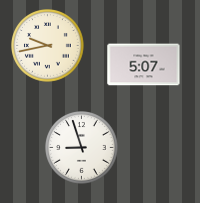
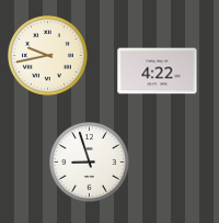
clock at (48, 46) position: (48, 46) -> (48, 56)
clock at (144, 65): 5:07 -> 4:22
